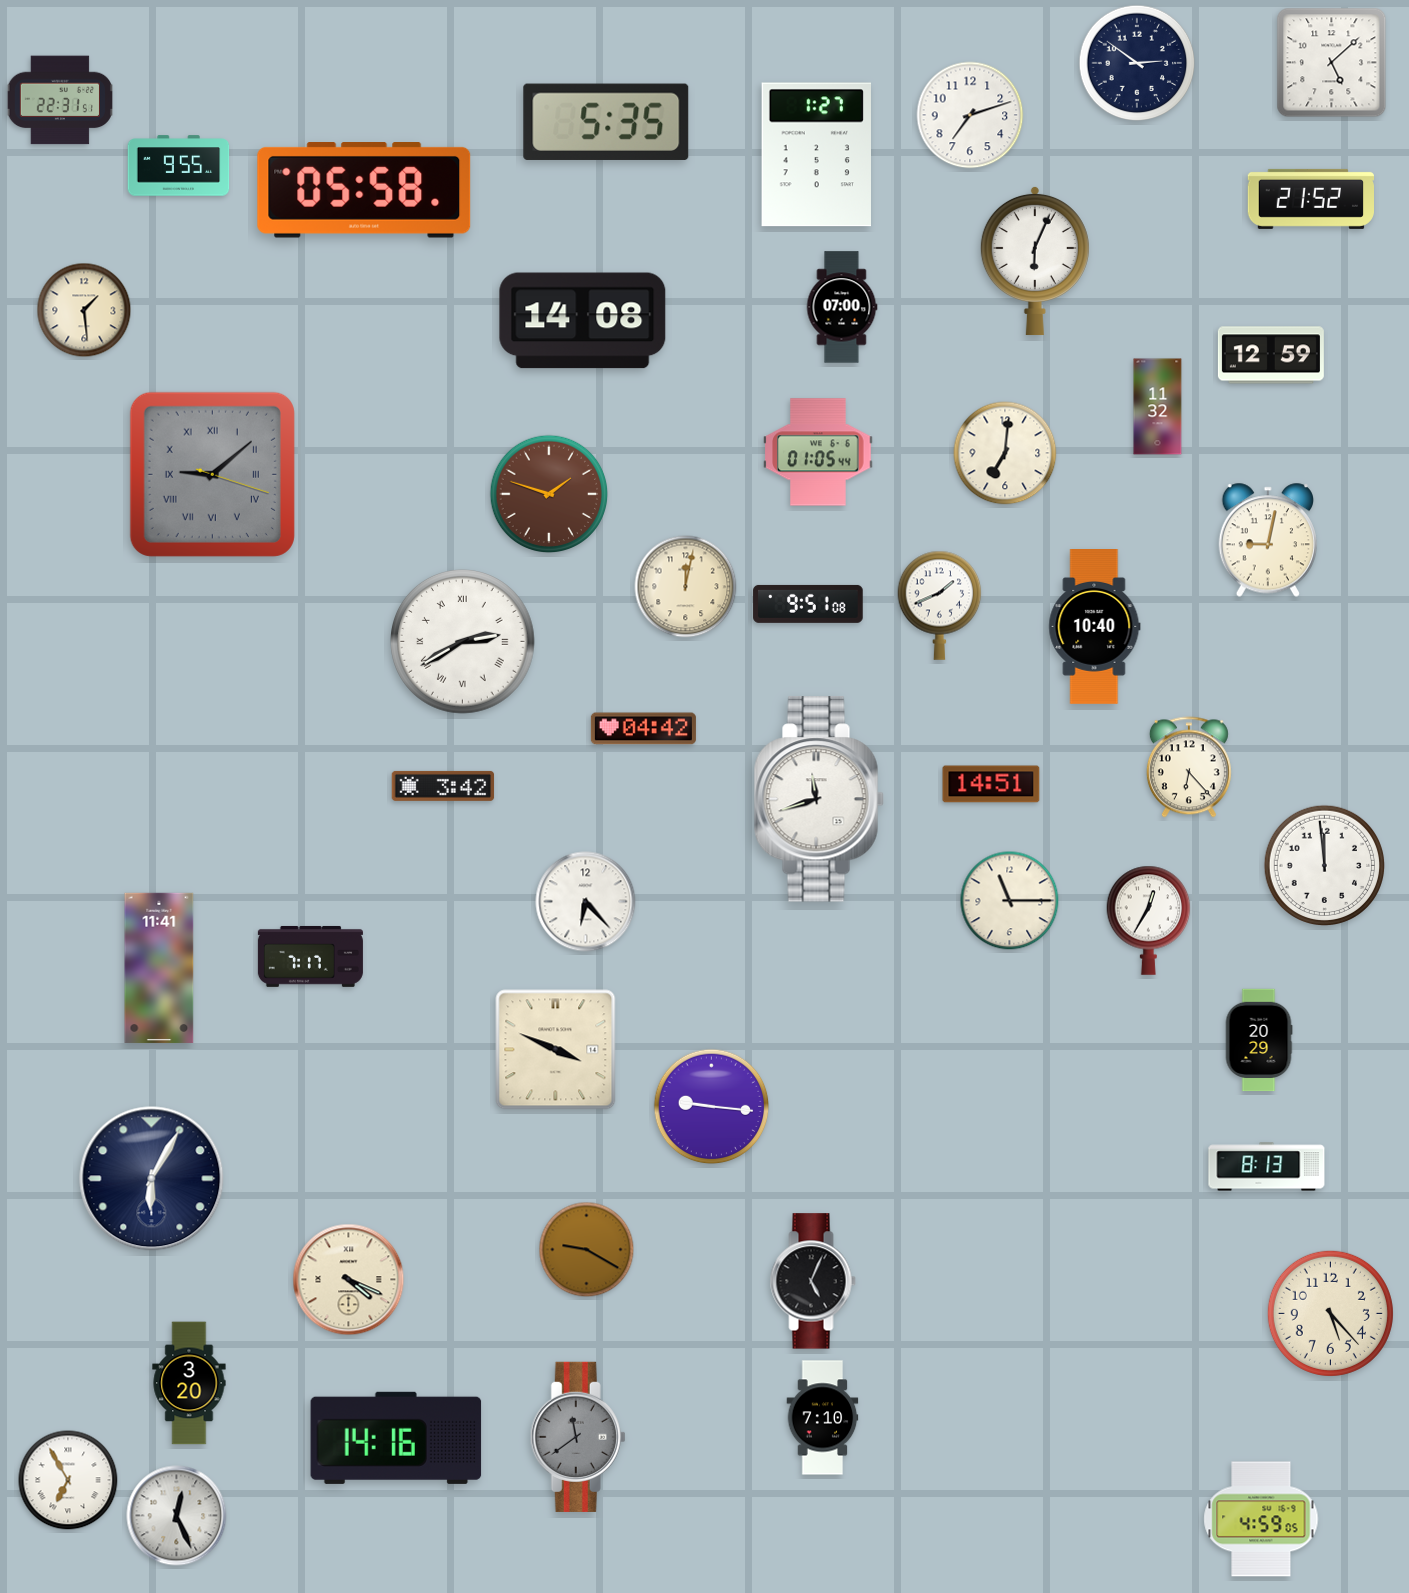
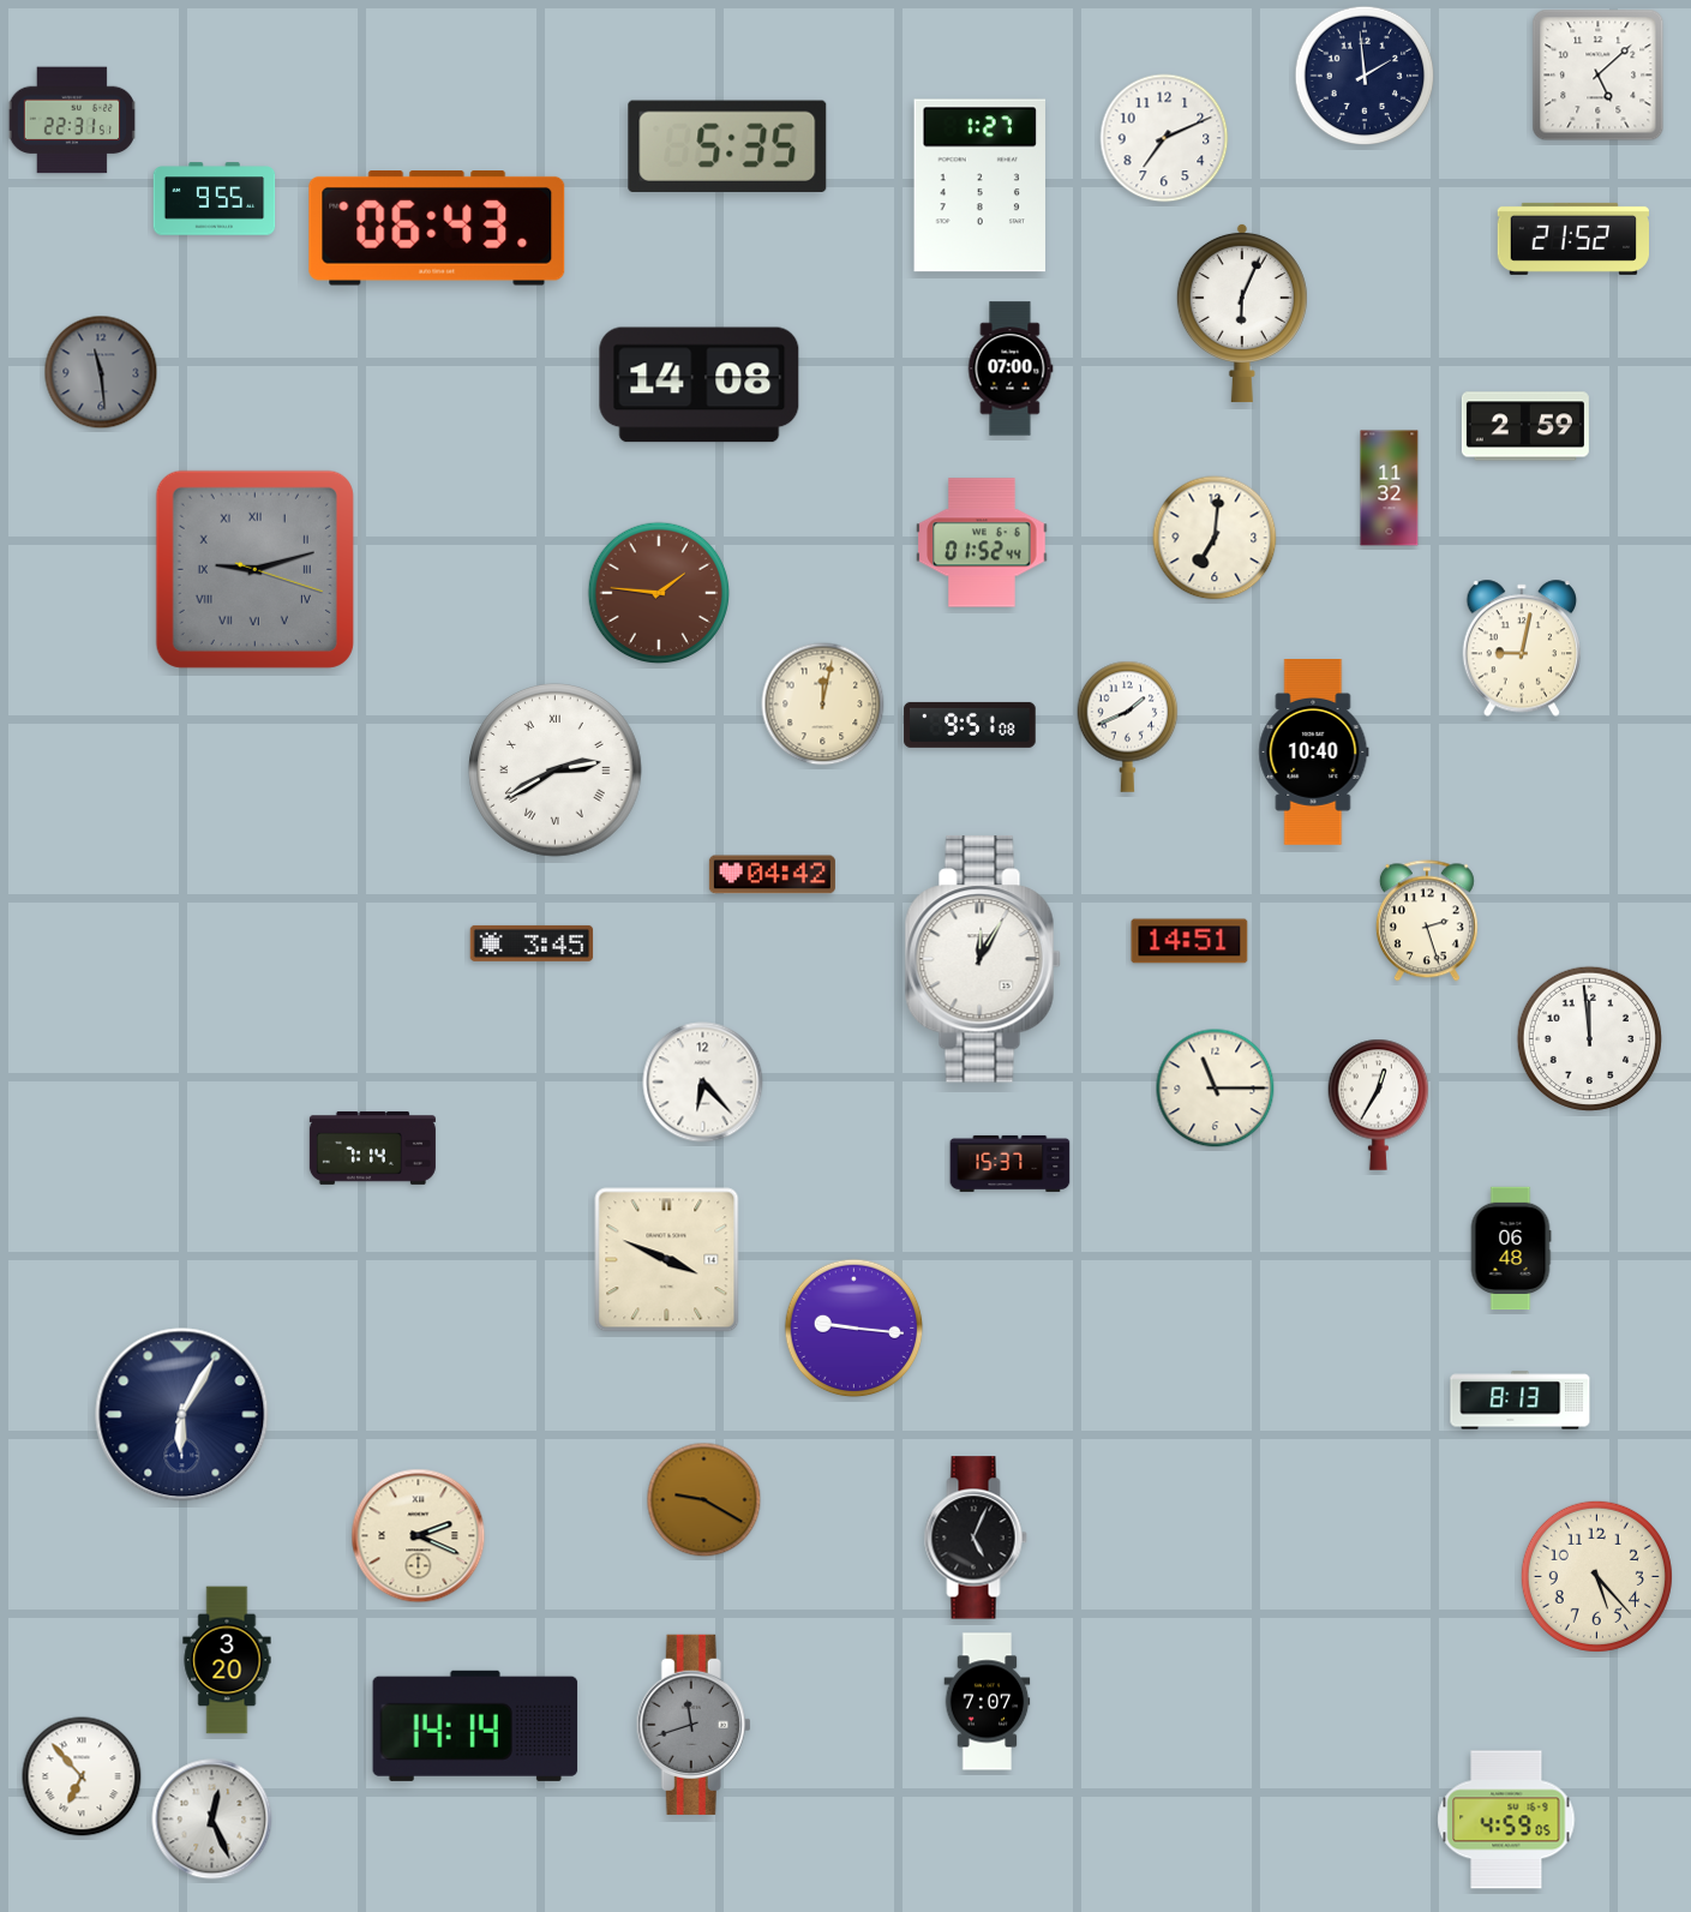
clock at (1137, 63): 2:51 -> 1:59
clock at (970, 115): 7:12 -> 7:11
clock at (364, 191): 05:58 -> 06:43
clock at (84, 310): 1:29 -> 11:29
clock at (84, 310) dial: cream -> grey
clock at (1271, 355): 12:59 -> 2:59
clock at (818, 452): 01:05 -> 01:52
clock at (1005, 453) position: (1005, 453) -> (1215, 538)
clock at (212, 474): 9:08 -> 9:12
clock at (549, 494): 1:48 -> 1:46
clock at (1189, 767): 6:23 -> 2:27
clock at (443, 786): 3:42 -> 3:45
clock at (819, 799): 11:42 -> 12:05
clock at (1010, 901) position: (1010, 901) -> (1216, 1089)
clock at (310, 956): 7:17 -> 7:14
clock at (159, 968): 11:41 -> none
clock at (1011, 1163): none -> 15:37
clock at (1259, 1040): 20:29 -> 06:48
clock at (349, 1280): 4:19 -> 2:19
clock at (823, 1418): 7:10 -> 7:07
clock at (578, 1437): 11:39 -> 11:42
clock at (396, 1438): 14:16 -> 14:14
clock at (68, 1480): 6:55 -> 6:53
clock at (1261, 1519) position: (1261, 1519) -> (1506, 1820)
